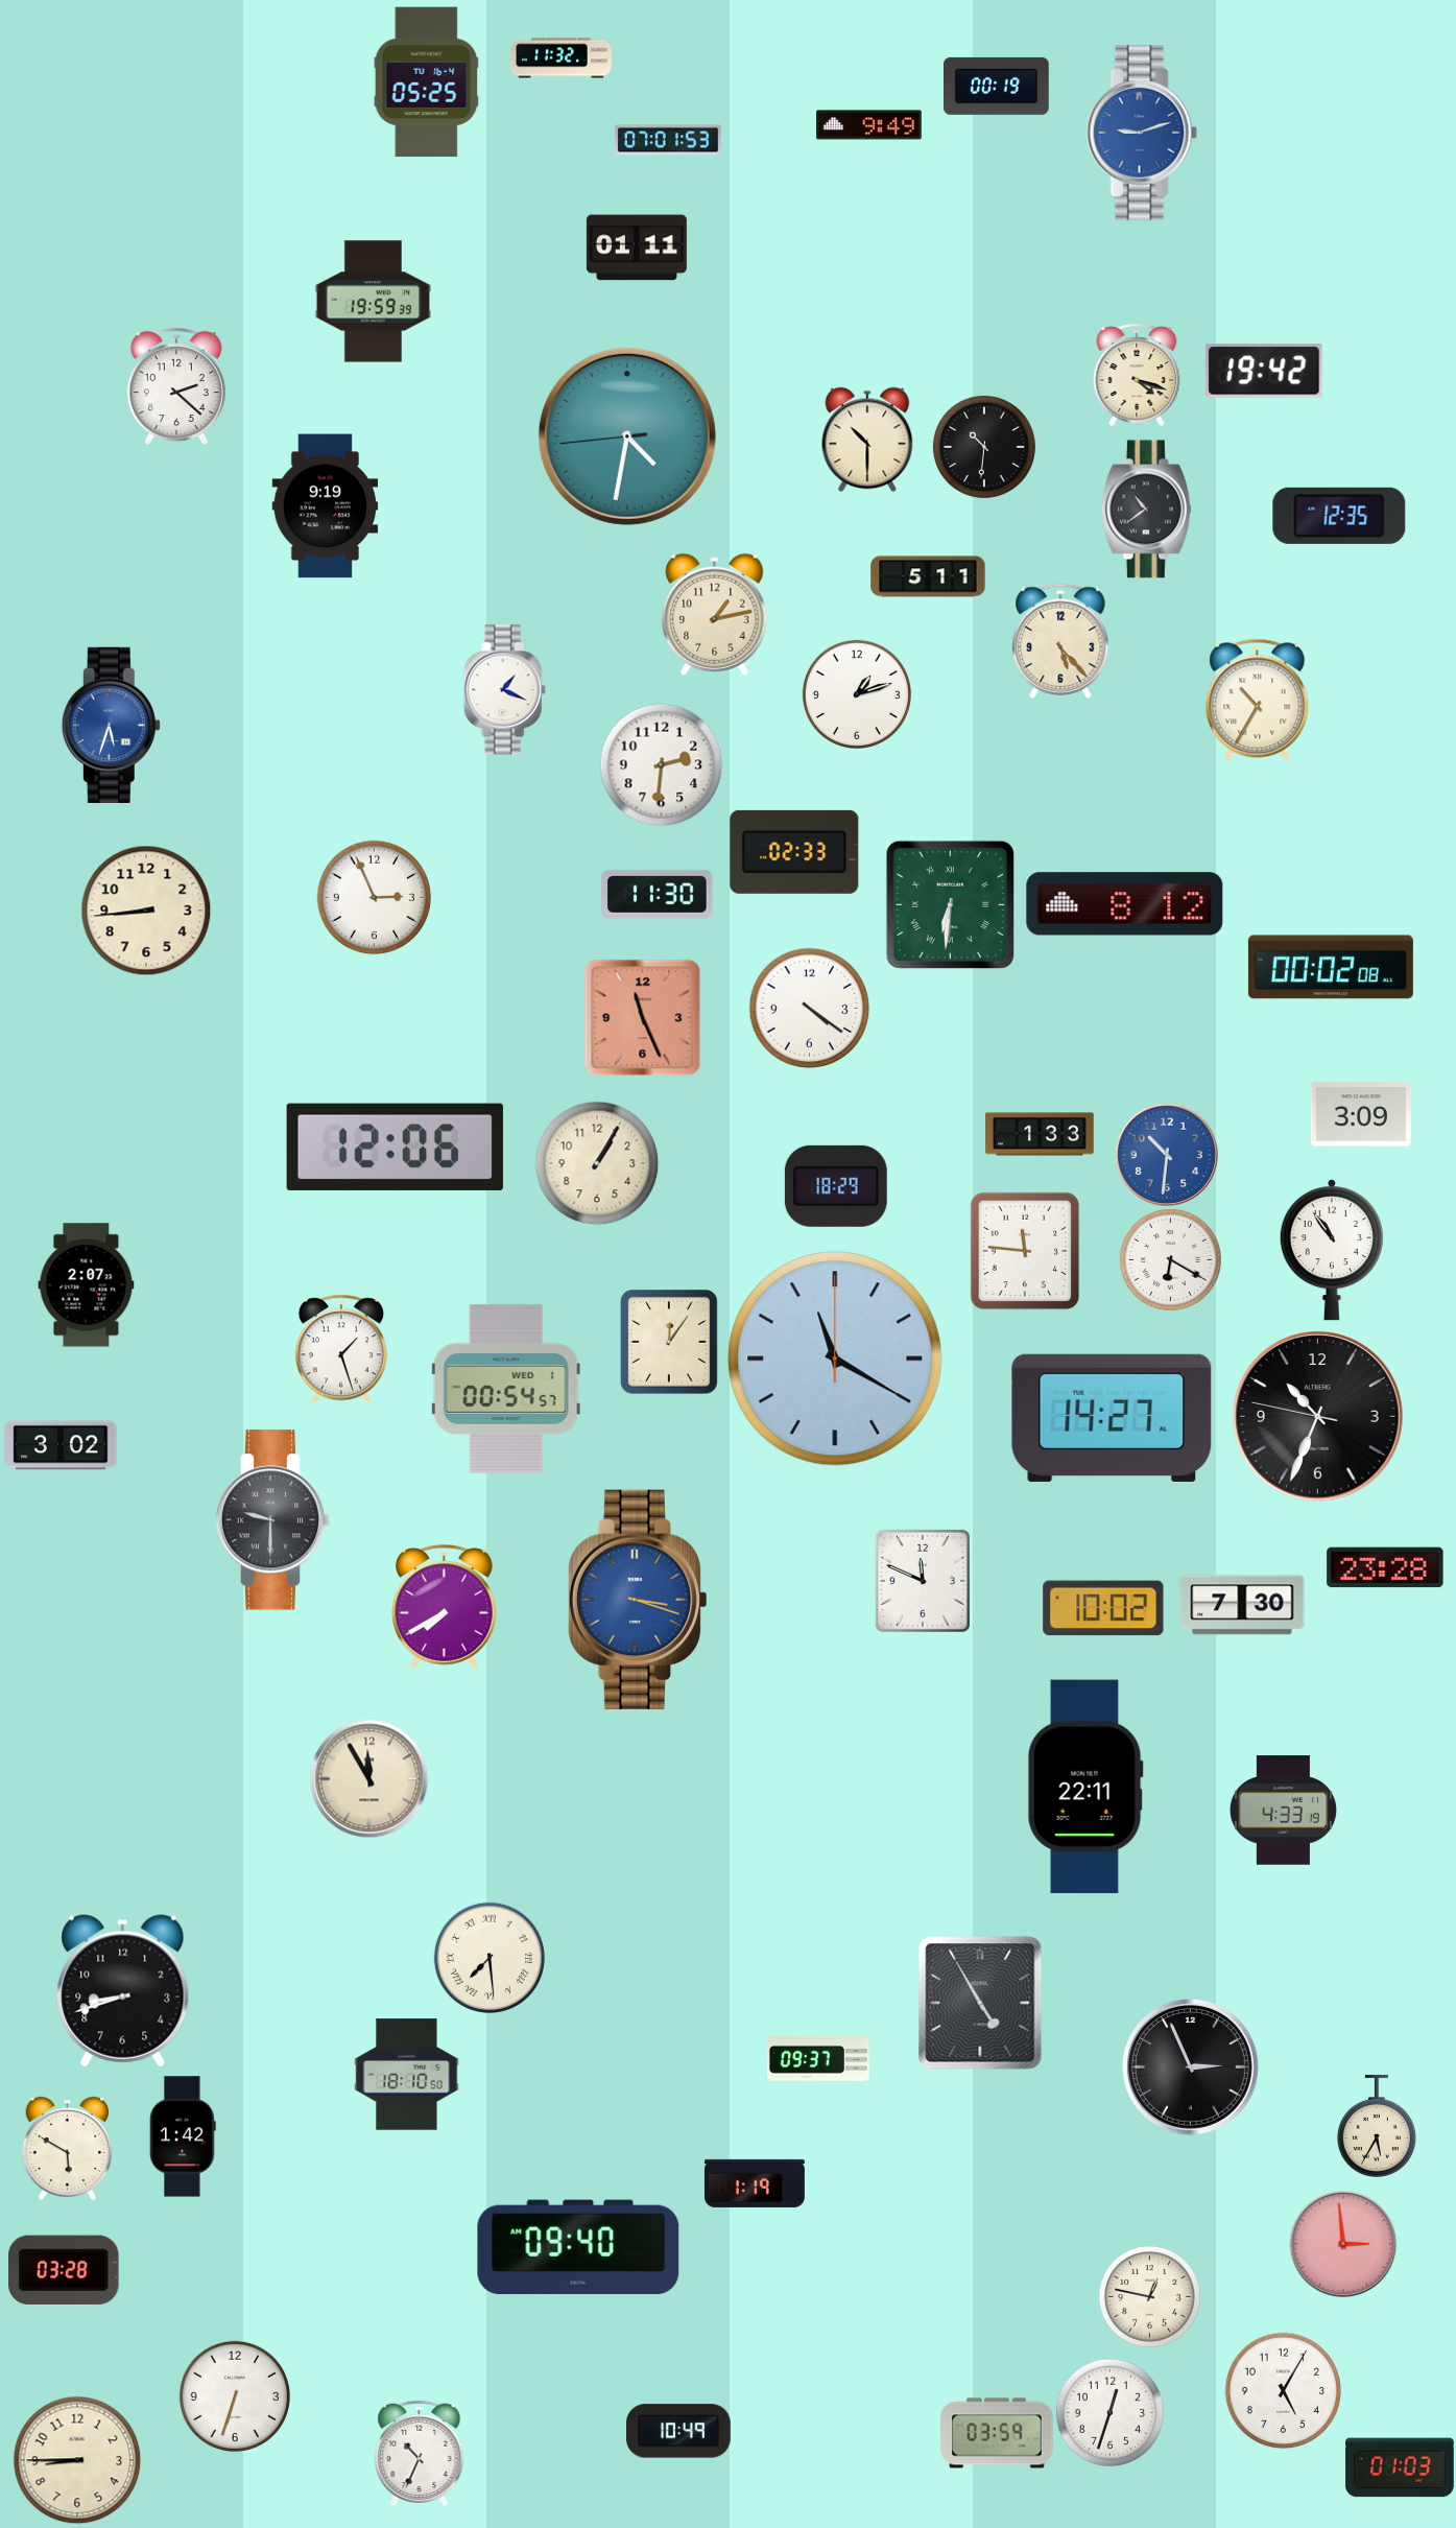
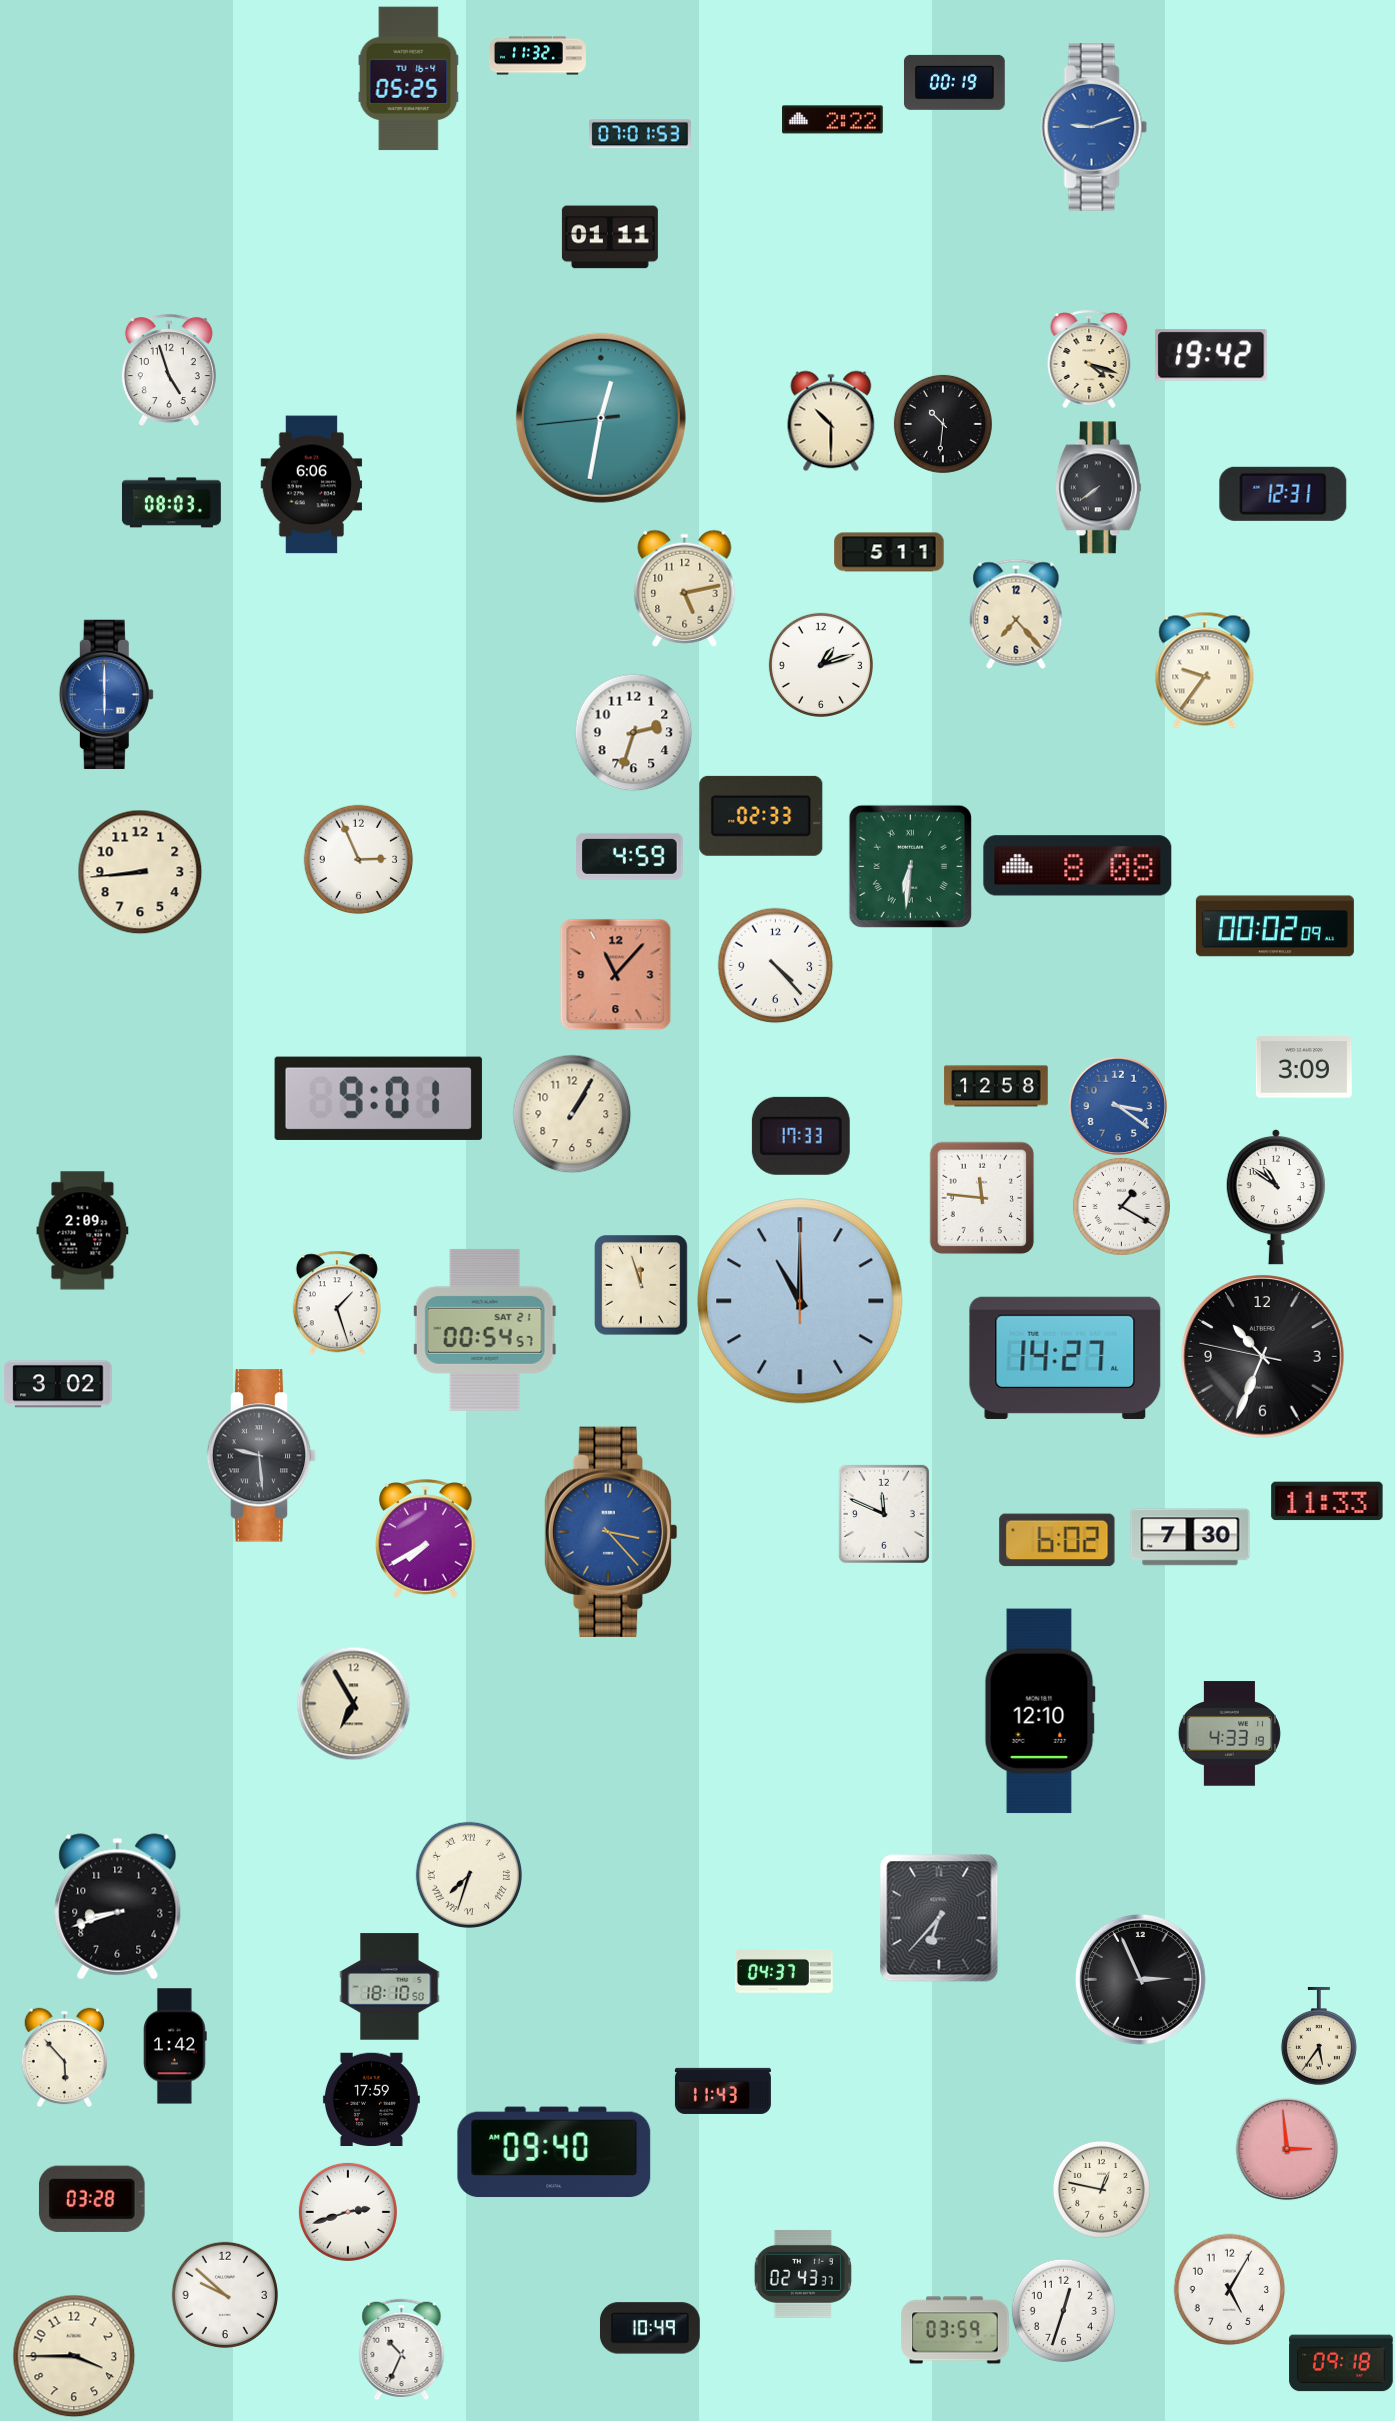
clock at (869, 125): 9:49 -> 2:22
clock at (373, 302): 19:59 -> none
clock at (176, 386): 2:22 -> 4:57
clock at (627, 436): 4:31 -> 12:31
clock at (984, 447) position: (984, 447) -> (943, 424)
clock at (326, 506): 9:19 -> 6:06
clock at (1146, 510): 10:39 -> 7:39
clock at (1339, 516): 12:35 -> 12:31
clock at (171, 503): none -> 08:03
clock at (715, 614): 1:13 -> 5:13
clock at (1060, 641): 5:23 -> 7:23
clock at (504, 690): 1:19 -> none
clock at (1258, 700): 10:35 -> 9:36
clock at (111, 725): 5:33 -> 6:00
clock at (661, 764): 2:31 -> 2:33
clock at (658, 894): 11:30 -> 4:59
clock at (1125, 904): 8:12 -> 8:08
clock at (1331, 967): 00:02:08 -> 00:02:09
clock at (809, 1008): 4:21 -> 4:23
clock at (642, 1017): 11:26 -> 11:07
clock at (1040, 1134): 1:33 -> 12:58
clock at (395, 1147): 12:06 -> 9:01
clock at (1167, 1155): 10:31 -> 3:21
clock at (836, 1186): 18:29 -> 17:33
clock at (1332, 1250): 10:54 -> 10:51
clock at (1170, 1259): 6:20 -> 1:20
clock at (87, 1285): 2:07 -> 2:09
clock at (670, 1342): 12:06 -> 11:57
clock at (341, 1349) position: (341, 1349) -> (337, 1303)
clock at (835, 1358): 11:20 -> 11:00
clock at (506, 1389) date: WED 1 -> SAT 21
clock at (273, 1520): 9:30 -> 9:29
clock at (1385, 1567): 23:28 -> 11:33
clock at (637, 1600): 3:18 -> 3:23
clock at (1103, 1608): 10:02 -> 6:02
clock at (368, 1778): 11:55 -> 6:55
clock at (1085, 1787): 22:11 -> 12:10
clock at (490, 1958): 7:29 -> 7:33
clock at (980, 2003): 4:55 -> 6:37
clock at (818, 2058): 09:37 -> 04:37
clock at (1377, 2126): 5:35 -> 5:36
clock at (68, 2148): 5:50 -> 5:53
clock at (755, 2183): 1:19 -> 11:43
clock at (371, 2099): none -> 17:59
clock at (64, 2270) position: (64, 2270) -> (92, 2199)
clock at (1149, 2296) position: (1149, 2296) -> (1101, 2189)
clock at (348, 2212): none -> 2:42
clock at (803, 2274): none -> 02:43
clock at (235, 2396): 6:33 -> 9:52
clock at (77, 2460): 8:45 -> 3:45
clock at (1400, 2467): 01:03 -> 09:18
